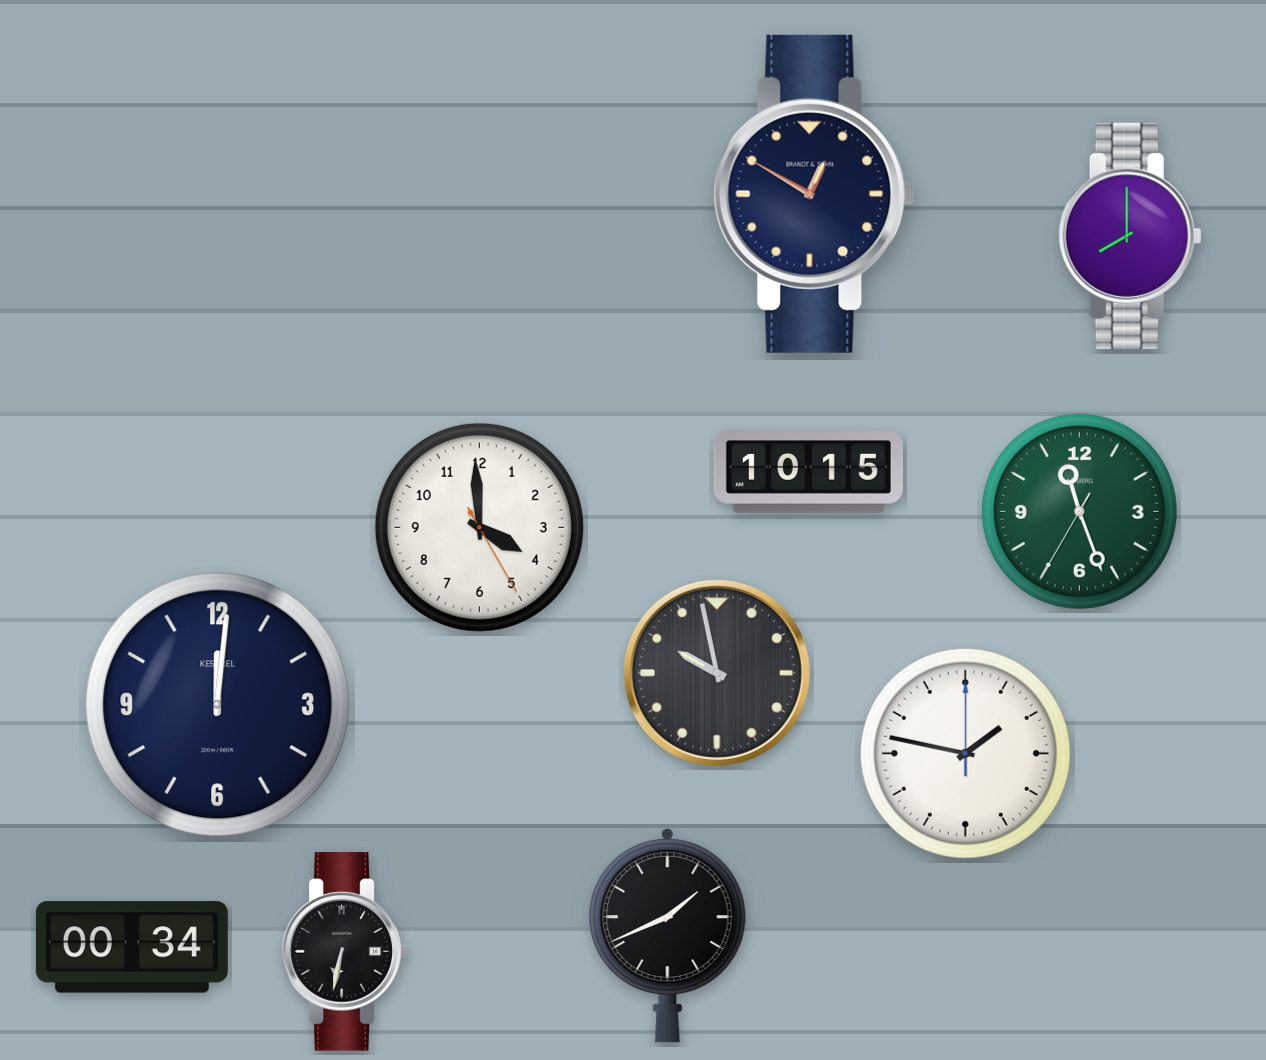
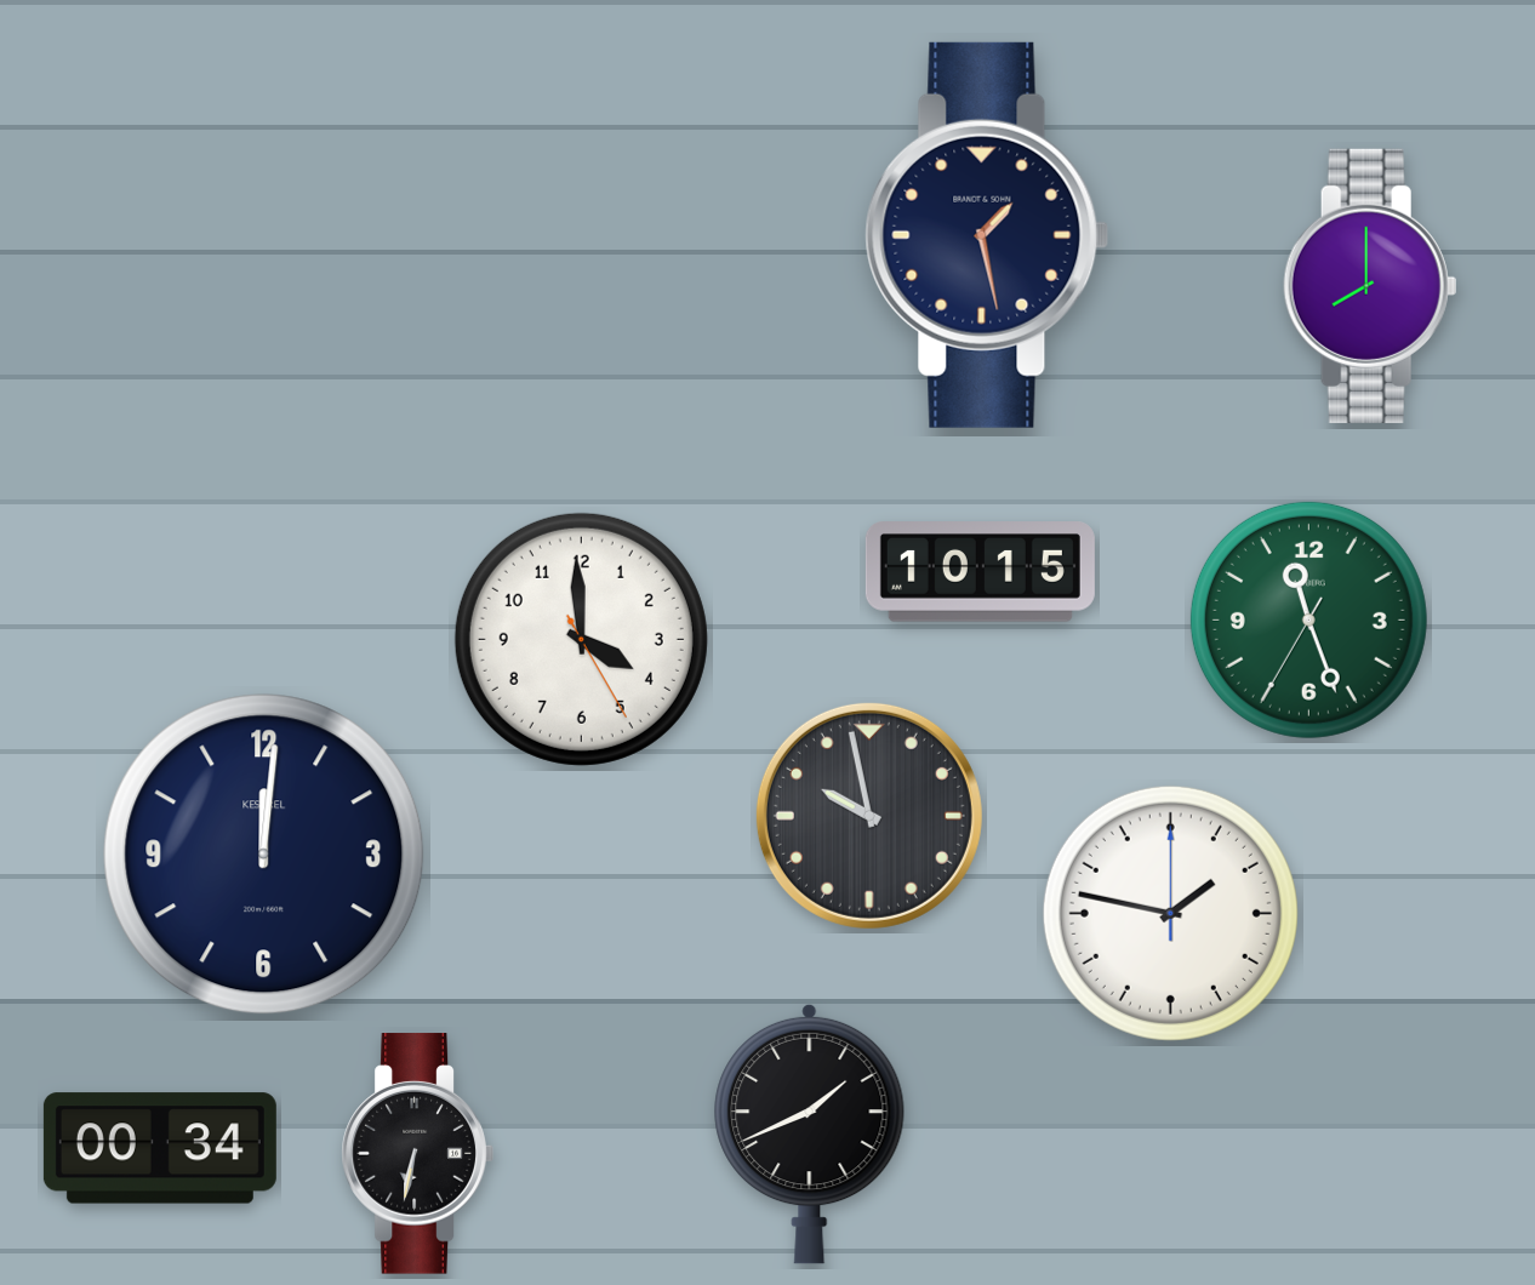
clock at (814, 194): 12:50 -> 1:28
